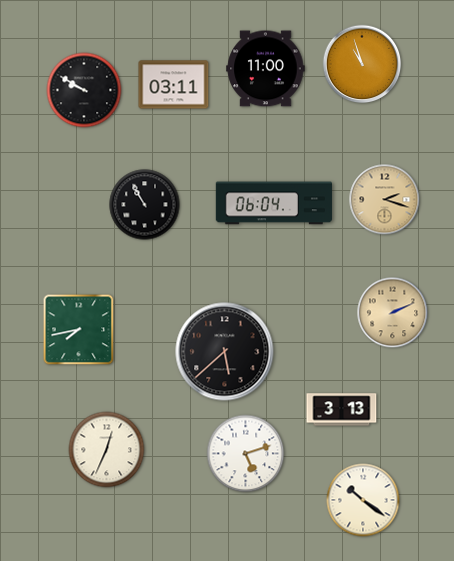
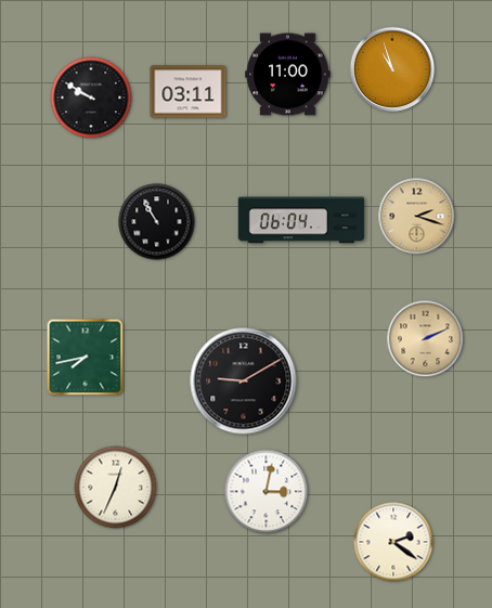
clock at (274, 203) position: (274, 203) -> (301, 220)
clock at (225, 352): 5:38 -> 9:10
clock at (342, 410): 3:13 -> none
clock at (246, 454): 5:12 -> 3:02
clock at (363, 500): 10:21 -> 2:21
